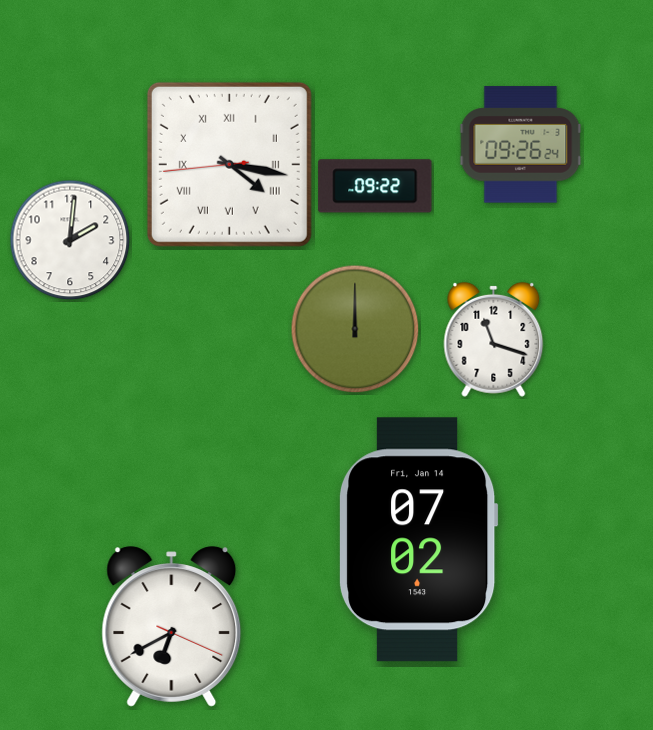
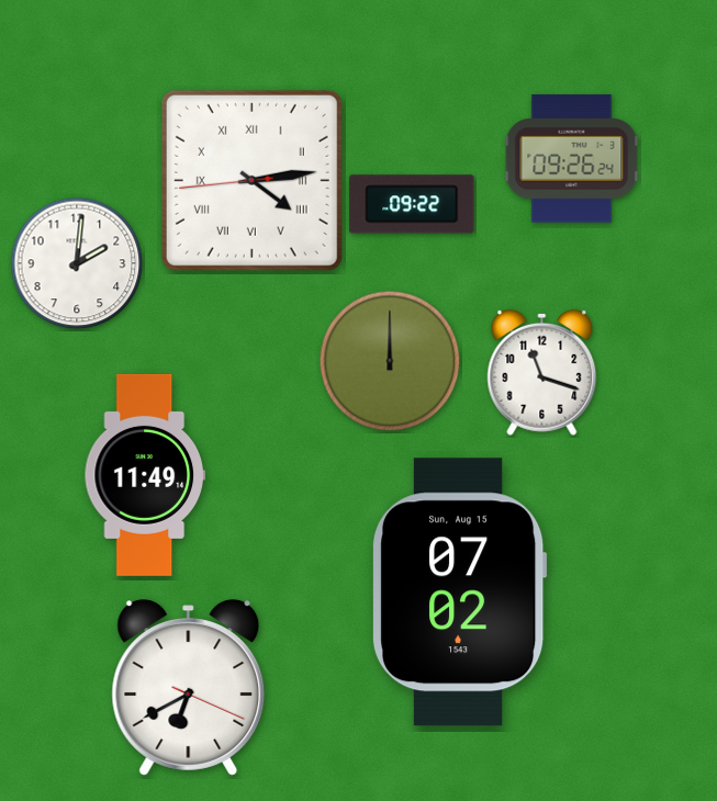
clock at (229, 164): 4:16 -> 4:13
clock at (145, 475): none -> 11:49
clock at (418, 540) date: Fri, Jan 14 -> Sun, Aug 15
